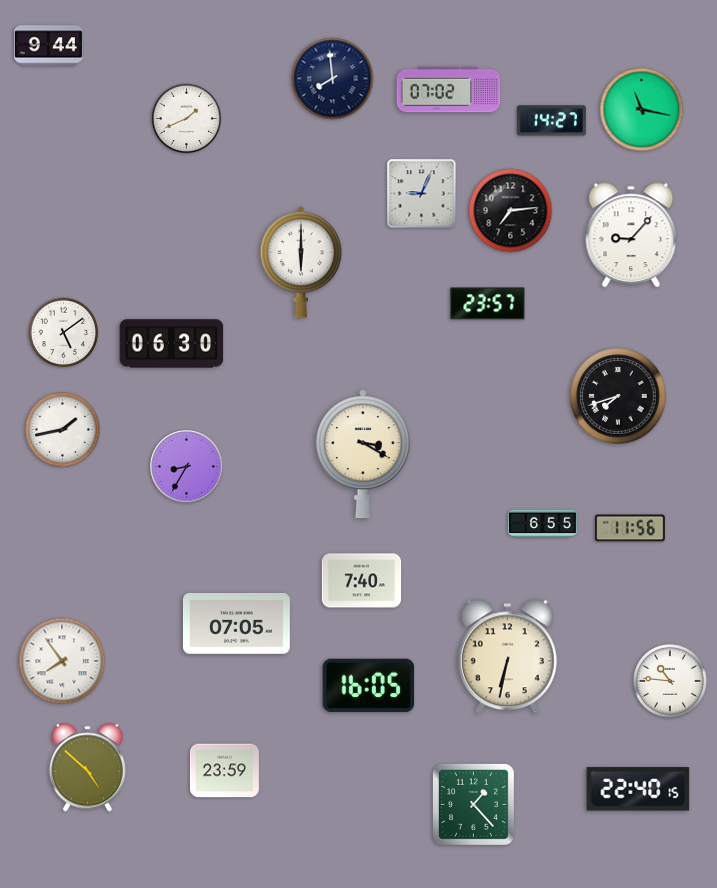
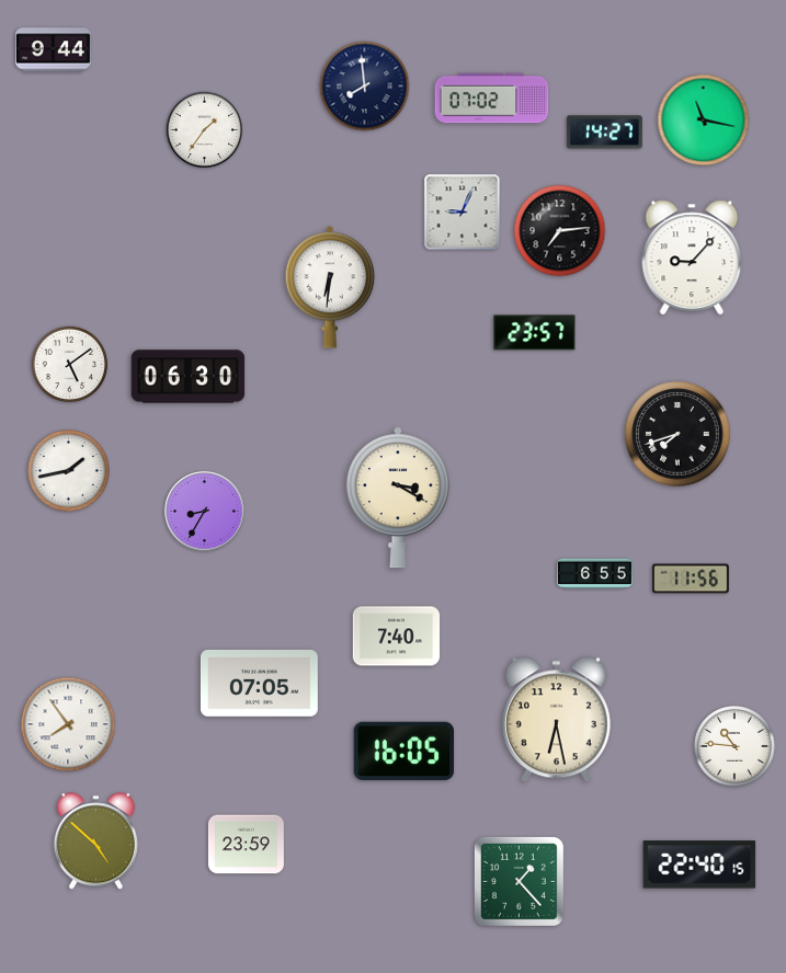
clock at (187, 119): 1:41 -> 1:36
clock at (301, 263): 6:00 -> 6:31
clock at (507, 657): 6:32 -> 6:28
